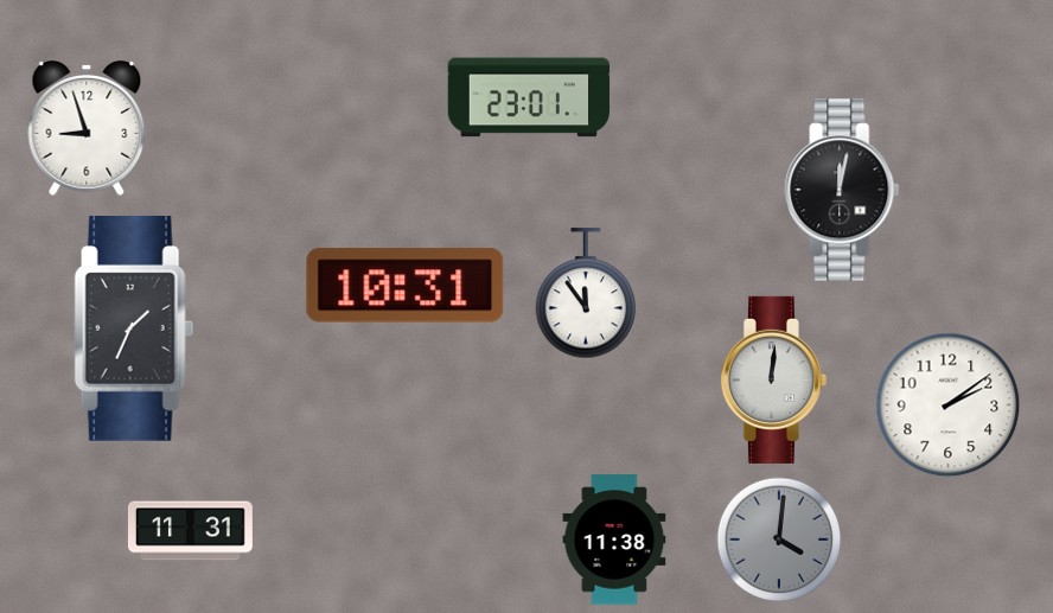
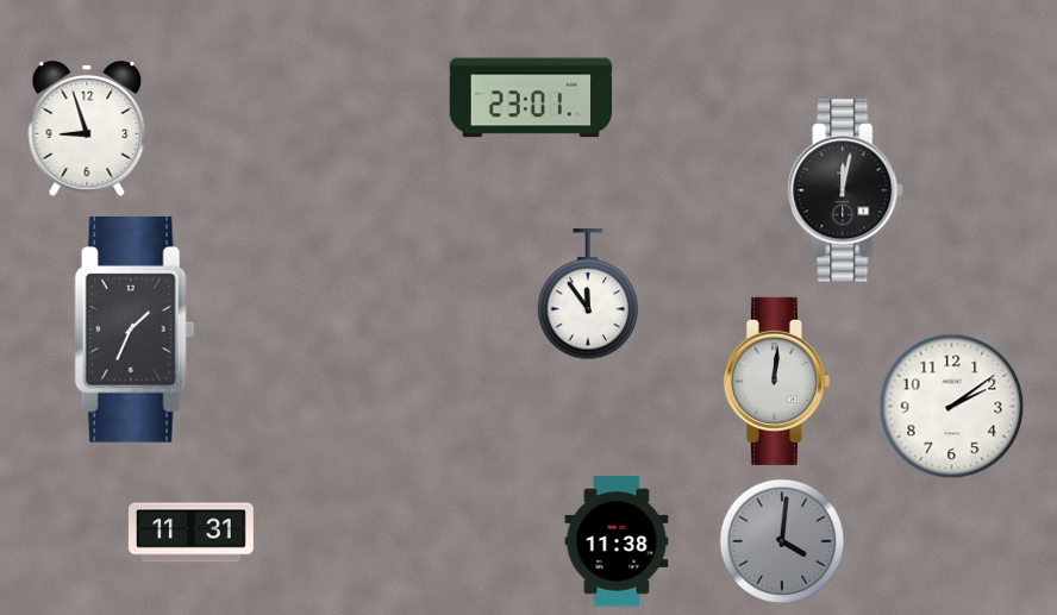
clock at (406, 286): 10:31 -> none
